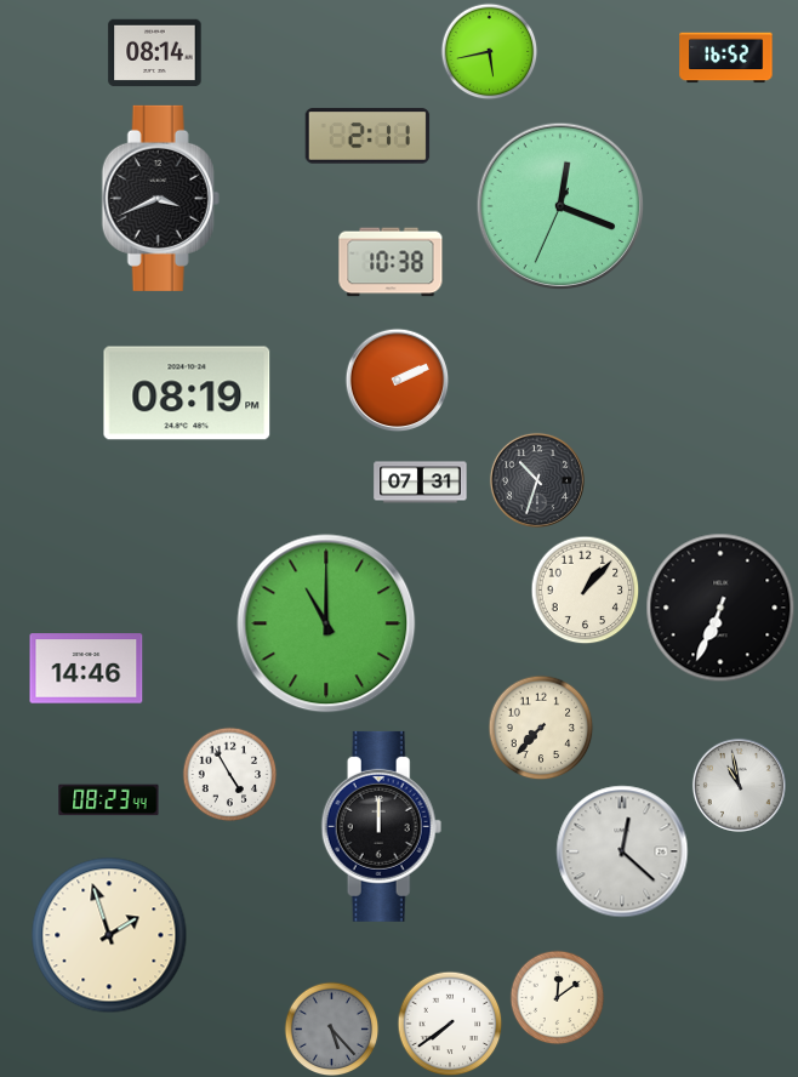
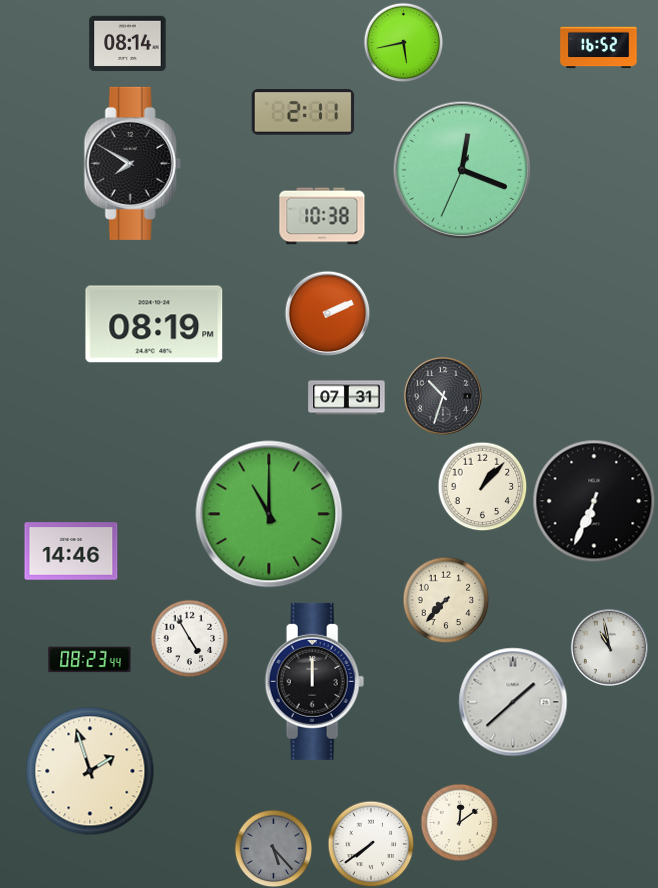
clock at (160, 198): 3:41 -> 7:50
clock at (622, 851): 12:22 -> 1:38
